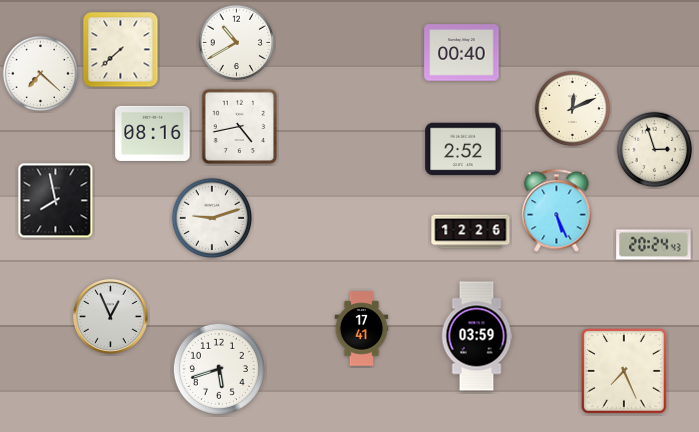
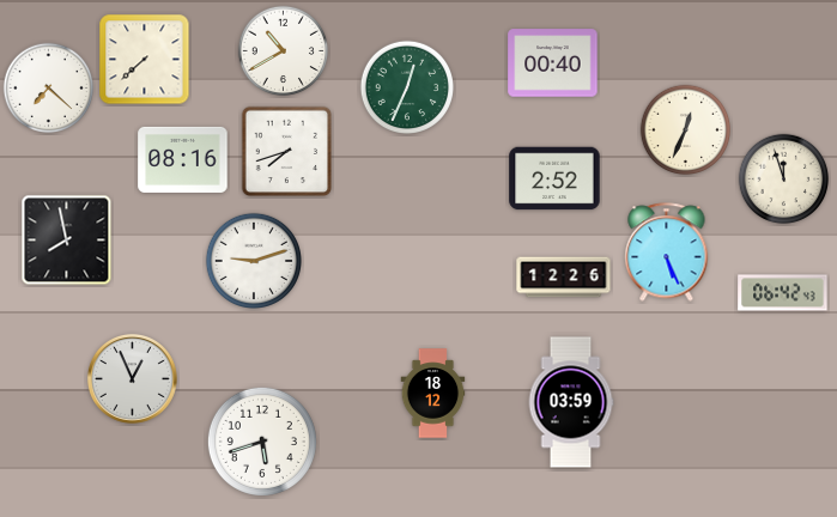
clock at (407, 87): none -> 12:34
clock at (573, 109): 12:11 -> 12:34
clock at (240, 127): 4:43 -> 7:42
clock at (655, 150): 2:57 -> 11:57
clock at (654, 245): 20:24 -> 06:42
clock at (362, 329): 17:41 -> 18:12
clock at (625, 372): 7:26 -> none
